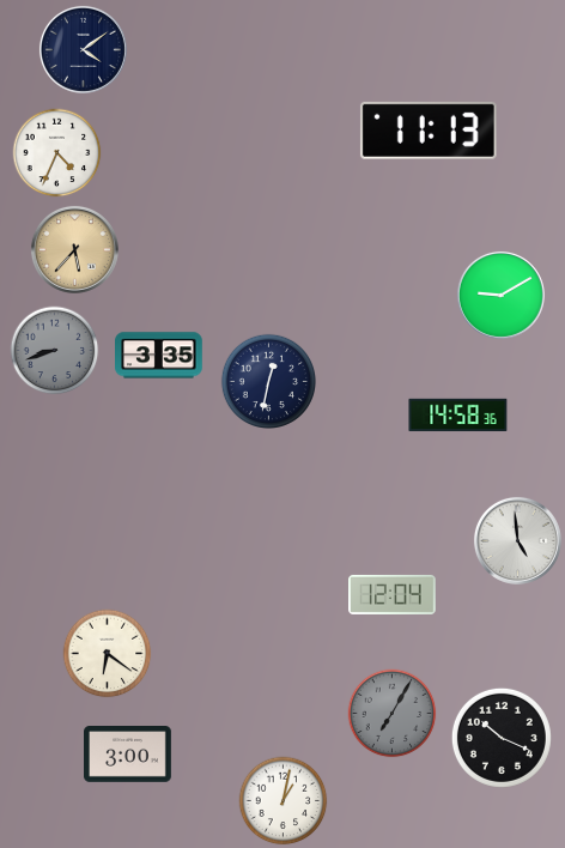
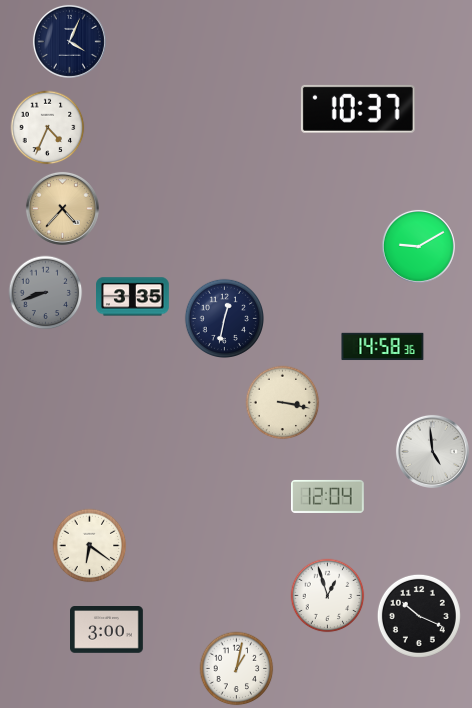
clock at (83, 49): 4:09 -> 4:04
clock at (429, 131): 11:13 -> 10:37
clock at (74, 249): 5:37 -> 4:37
clock at (283, 403): none -> 3:17
clock at (393, 714): 7:05 -> 12:57
clock at (393, 714) dial: grey -> white
